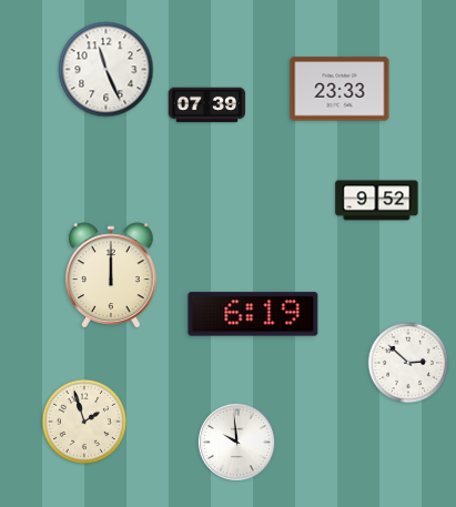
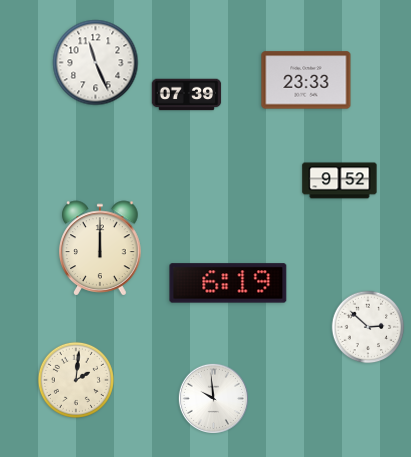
clock at (84, 422): 1:57 -> 2:01
